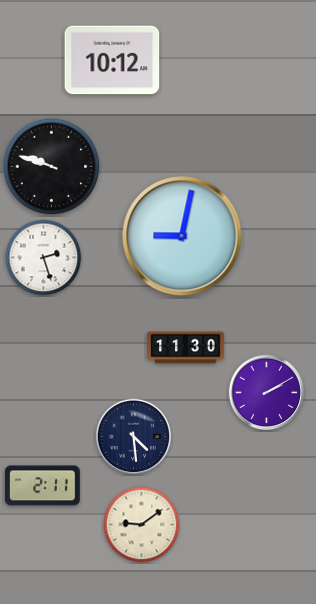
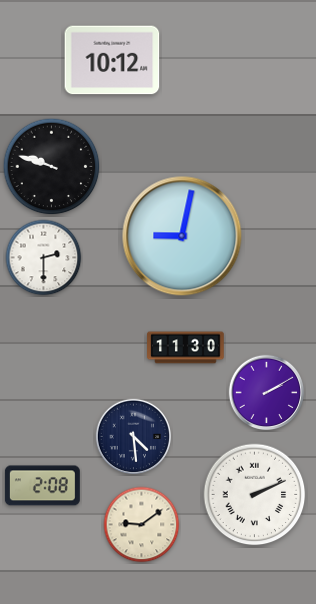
clock at (44, 258): 2:27 -> 2:30
clock at (42, 486): 2:11 -> 2:08
clock at (255, 495): none -> 2:11
